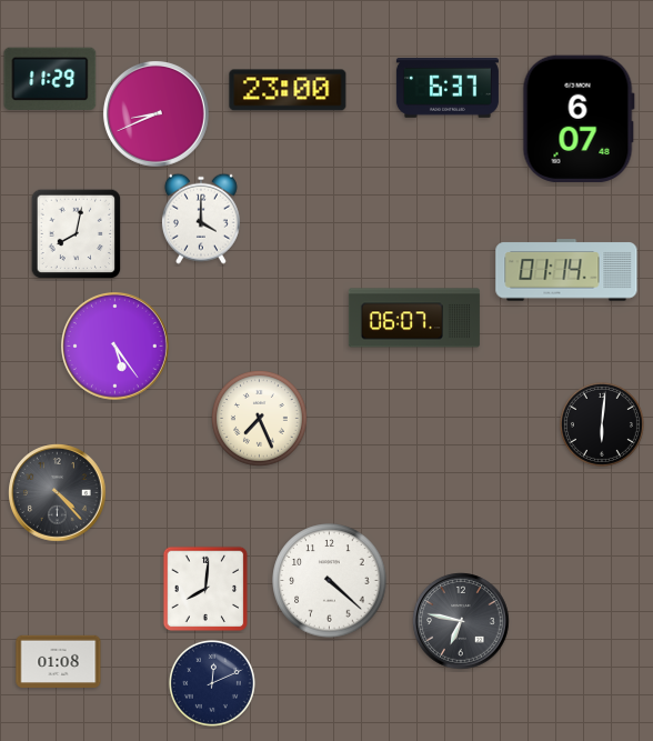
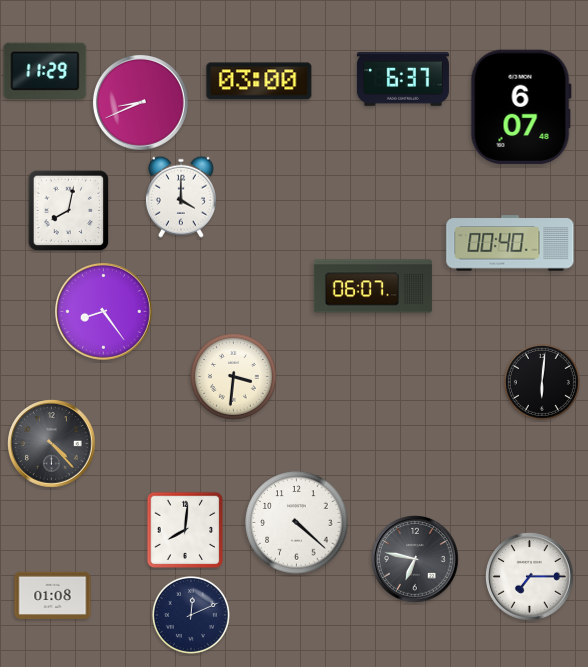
clock at (288, 90): 23:00 -> 03:00
clock at (566, 270): 01:14 -> 00:40
clock at (114, 346): 5:24 -> 8:24
clock at (260, 419): 7:26 -> 3:31
clock at (530, 577): none -> 7:15
